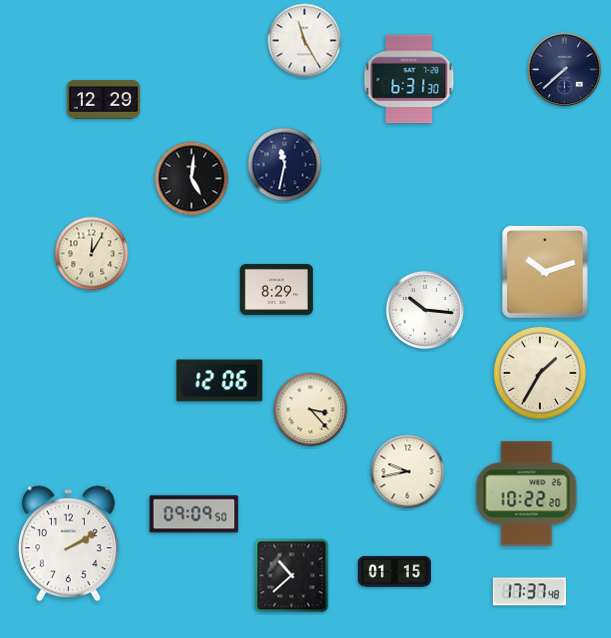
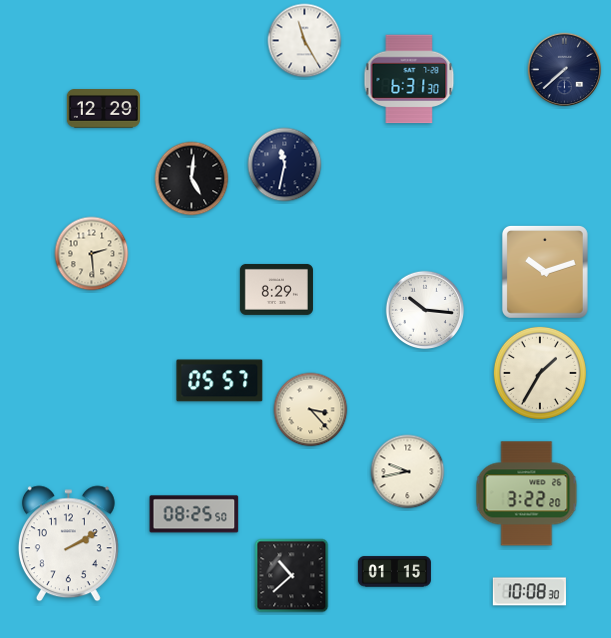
clock at (103, 100) position: (103, 100) -> (103, 109)
clock at (92, 254): 12:05 -> 2:29
clock at (220, 381): 12:06 -> 05:57
clock at (527, 494): 10:22 -> 3:22
clock at (194, 514): 09:09 -> 08:25
clock at (529, 592): 17:37 -> 10:08
